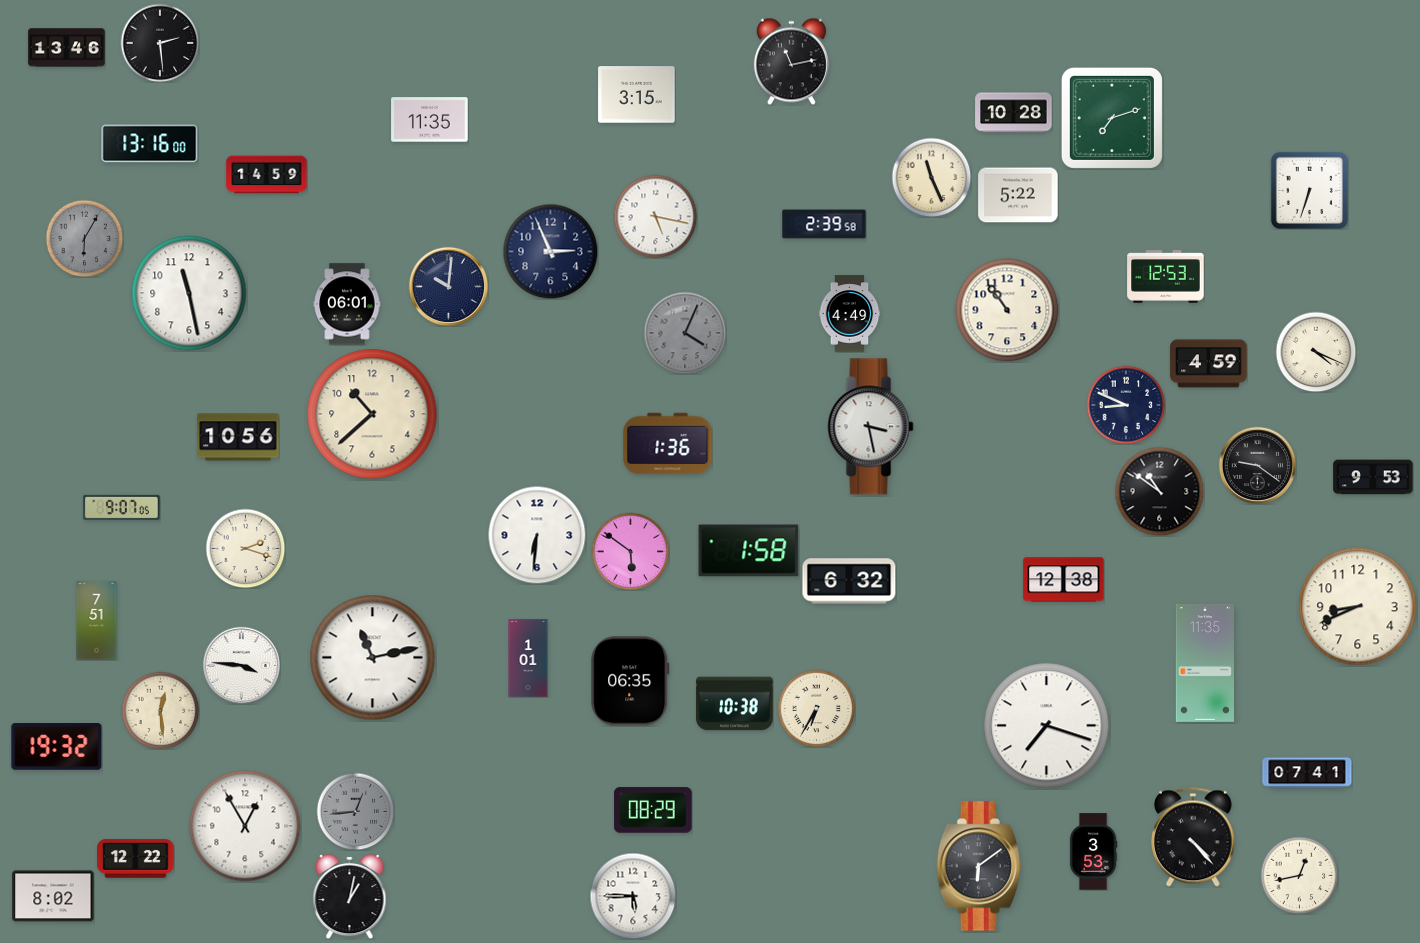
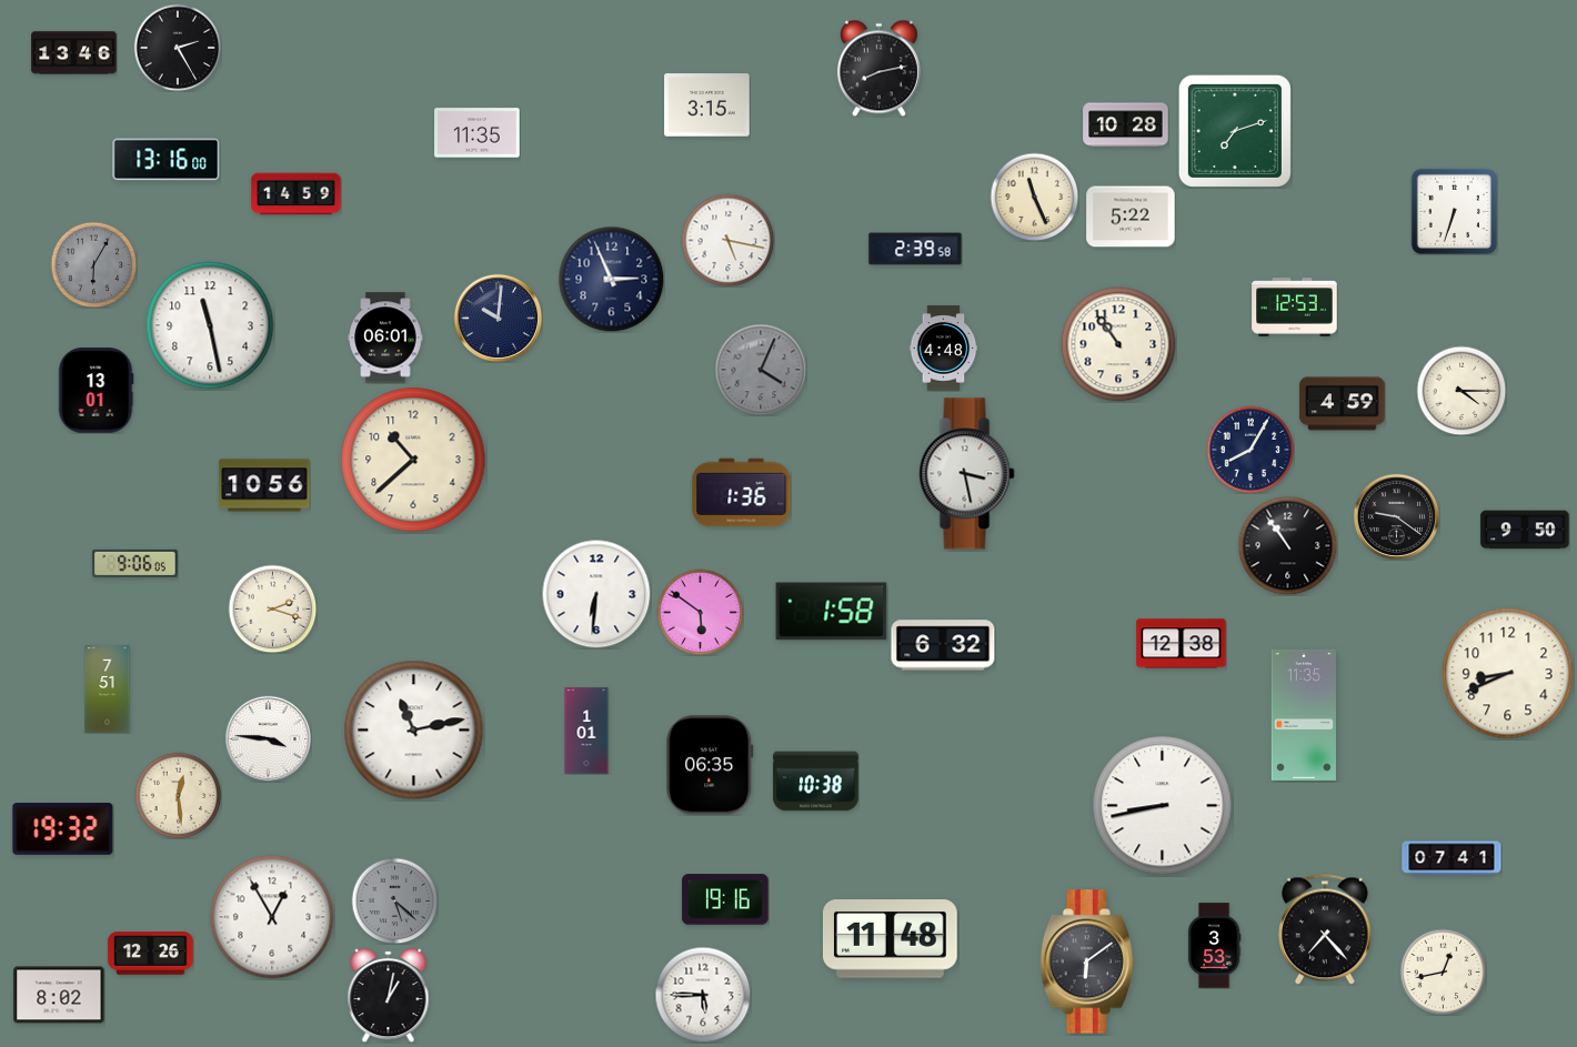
clock at (160, 43): 2:29 -> 2:25
clock at (791, 61): 11:13 -> 8:13
clock at (850, 314): 4:49 -> 4:48
clock at (96, 391): none -> 13:01
clock at (1316, 352): 4:19 -> 4:15
clock at (1126, 405): 8:49 -> 8:05
clock at (1373, 477): 9:53 -> 9:50
clock at (1159, 491): 10:51 -> 10:54
clock at (122, 507): 9:07 -> 9:06
clock at (1205, 663) position: (1205, 663) -> (1304, 715)
clock at (630, 681) position: (630, 681) -> (710, 765)
clock at (816, 708): 6:35 -> none
clock at (160, 710) position: (160, 710) -> (178, 795)
clock at (1047, 726): 7:18 -> 8:43
clock at (653, 810): 08:29 -> 19:16
clock at (355, 811): 12:44 -> 5:22
clock at (1193, 837): 4:23 -> 7:23
clock at (890, 939): none -> 11:48
clock at (136, 859): 12:22 -> 12:26
